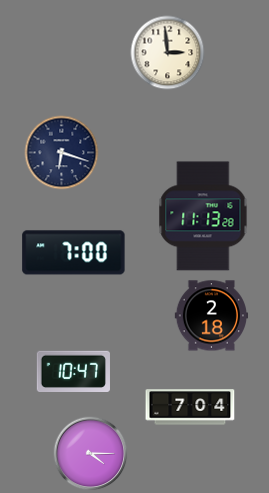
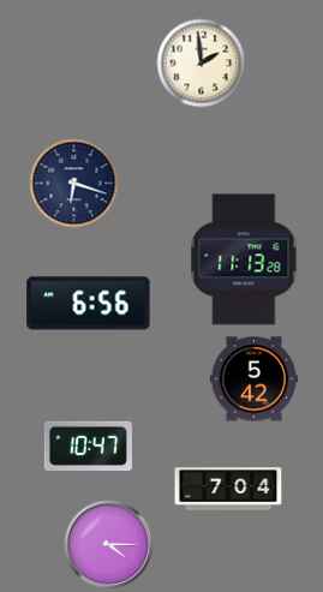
clock at (168, 53): 2:59 -> 1:59
clock at (74, 253): 7:00 -> 6:56
clock at (211, 316): 2:18 -> 5:42
